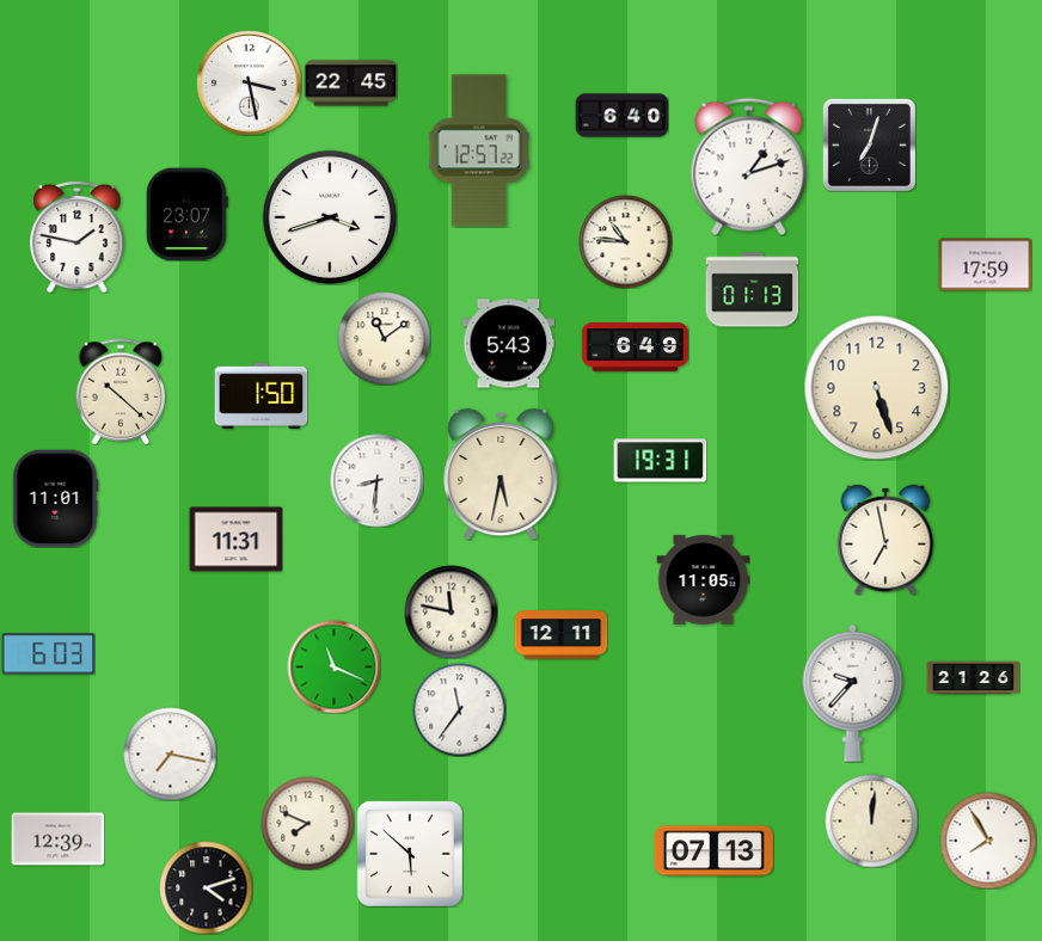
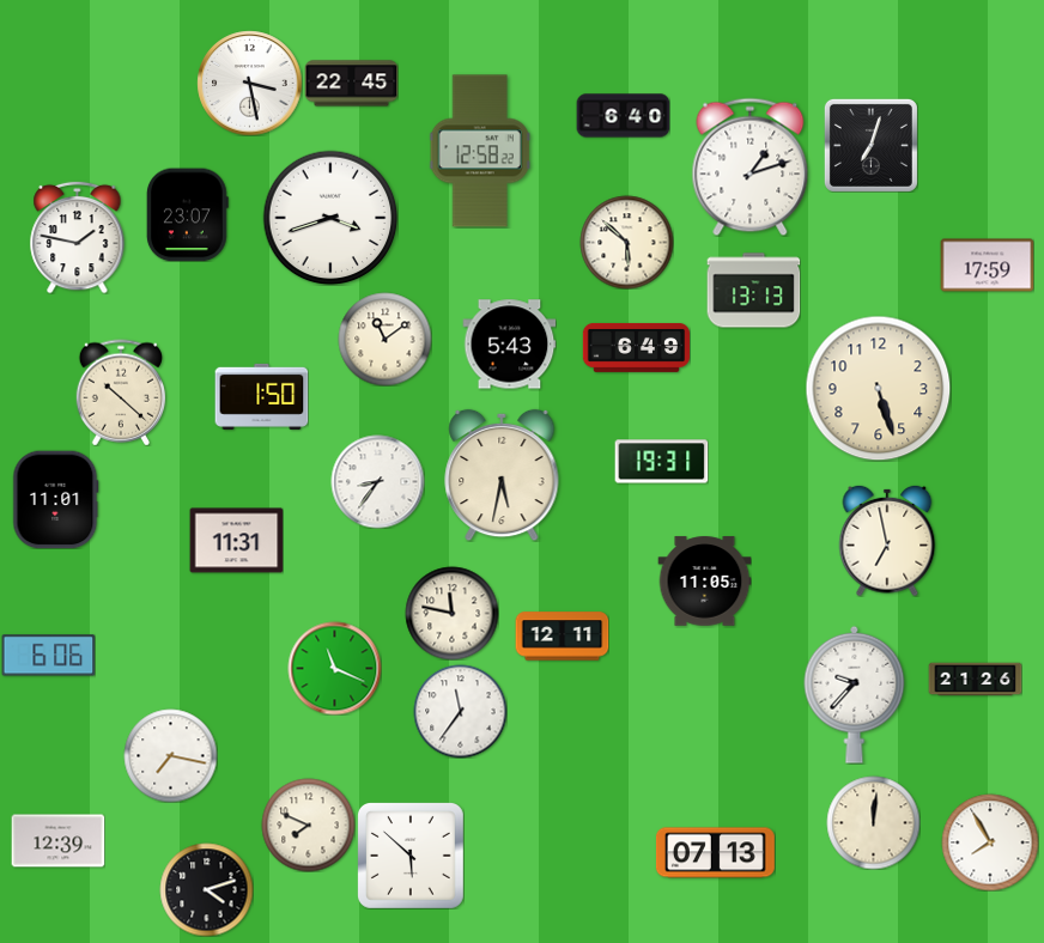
clock at (479, 150): 12:57 -> 12:58
clock at (625, 241): 10:46 -> 5:52
clock at (752, 290): 01:13 -> 13:13
clock at (376, 480): 8:31 -> 8:36
clock at (48, 654): 6:03 -> 6:06
